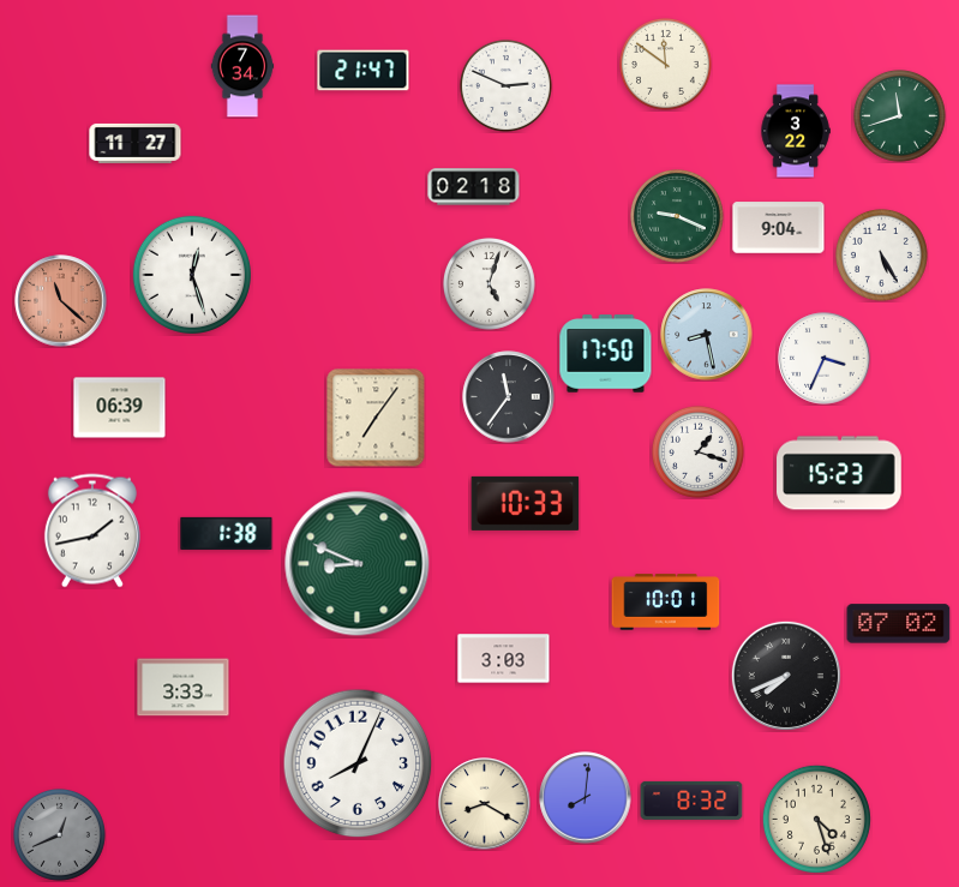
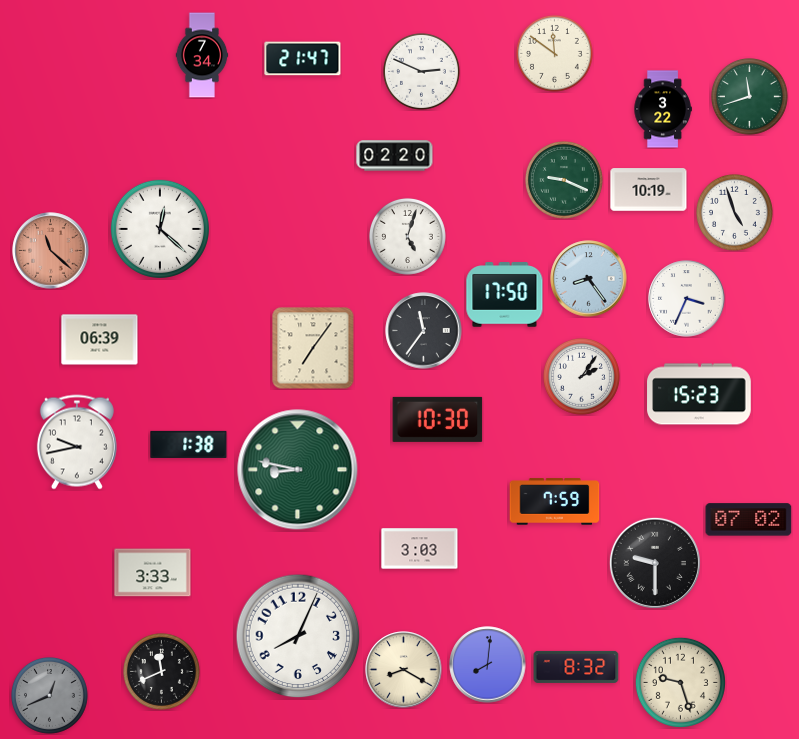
clock at (136, 143): 11:27 -> none
clock at (474, 187): 02:18 -> 02:20
clock at (779, 228): 9:04 -> 10:19
clock at (881, 254): 5:25 -> 4:57
clock at (192, 275): 12:27 -> 12:22
clock at (707, 335): 8:28 -> 8:24
clock at (697, 451): 1:18 -> 2:06
clock at (526, 503): 10:33 -> 10:30
clock at (92, 531): 1:43 -> 9:43
clock at (358, 564): 8:49 -> 8:47
clock at (666, 603): 10:01 -> 7:59
clock at (786, 676): 7:41 -> 9:30
clock at (161, 671): none -> 11:41
clock at (816, 819): 4:27 -> 9:27
